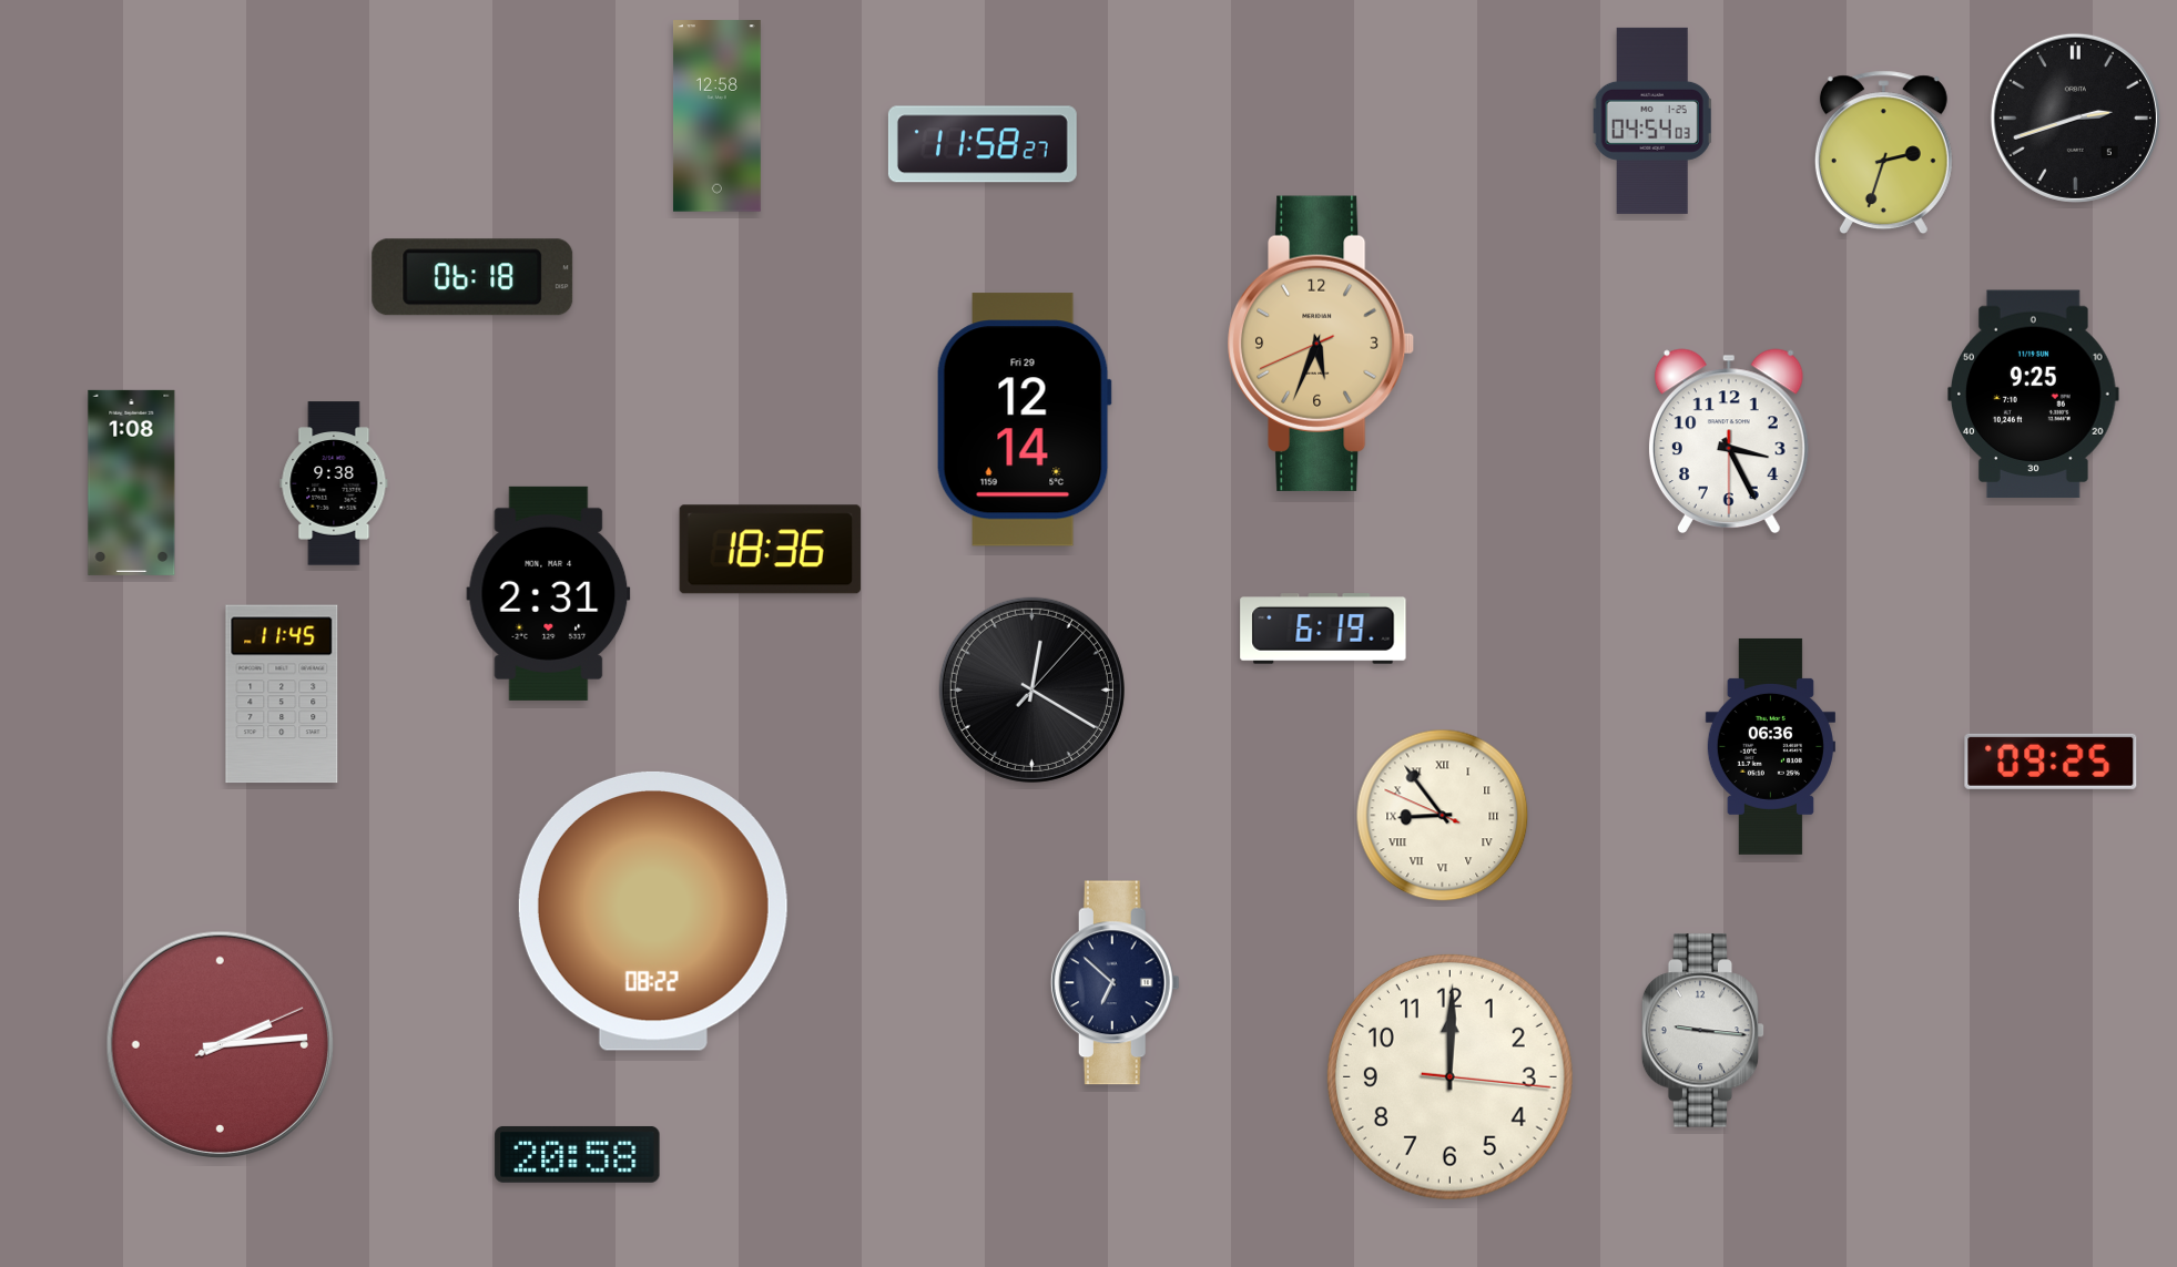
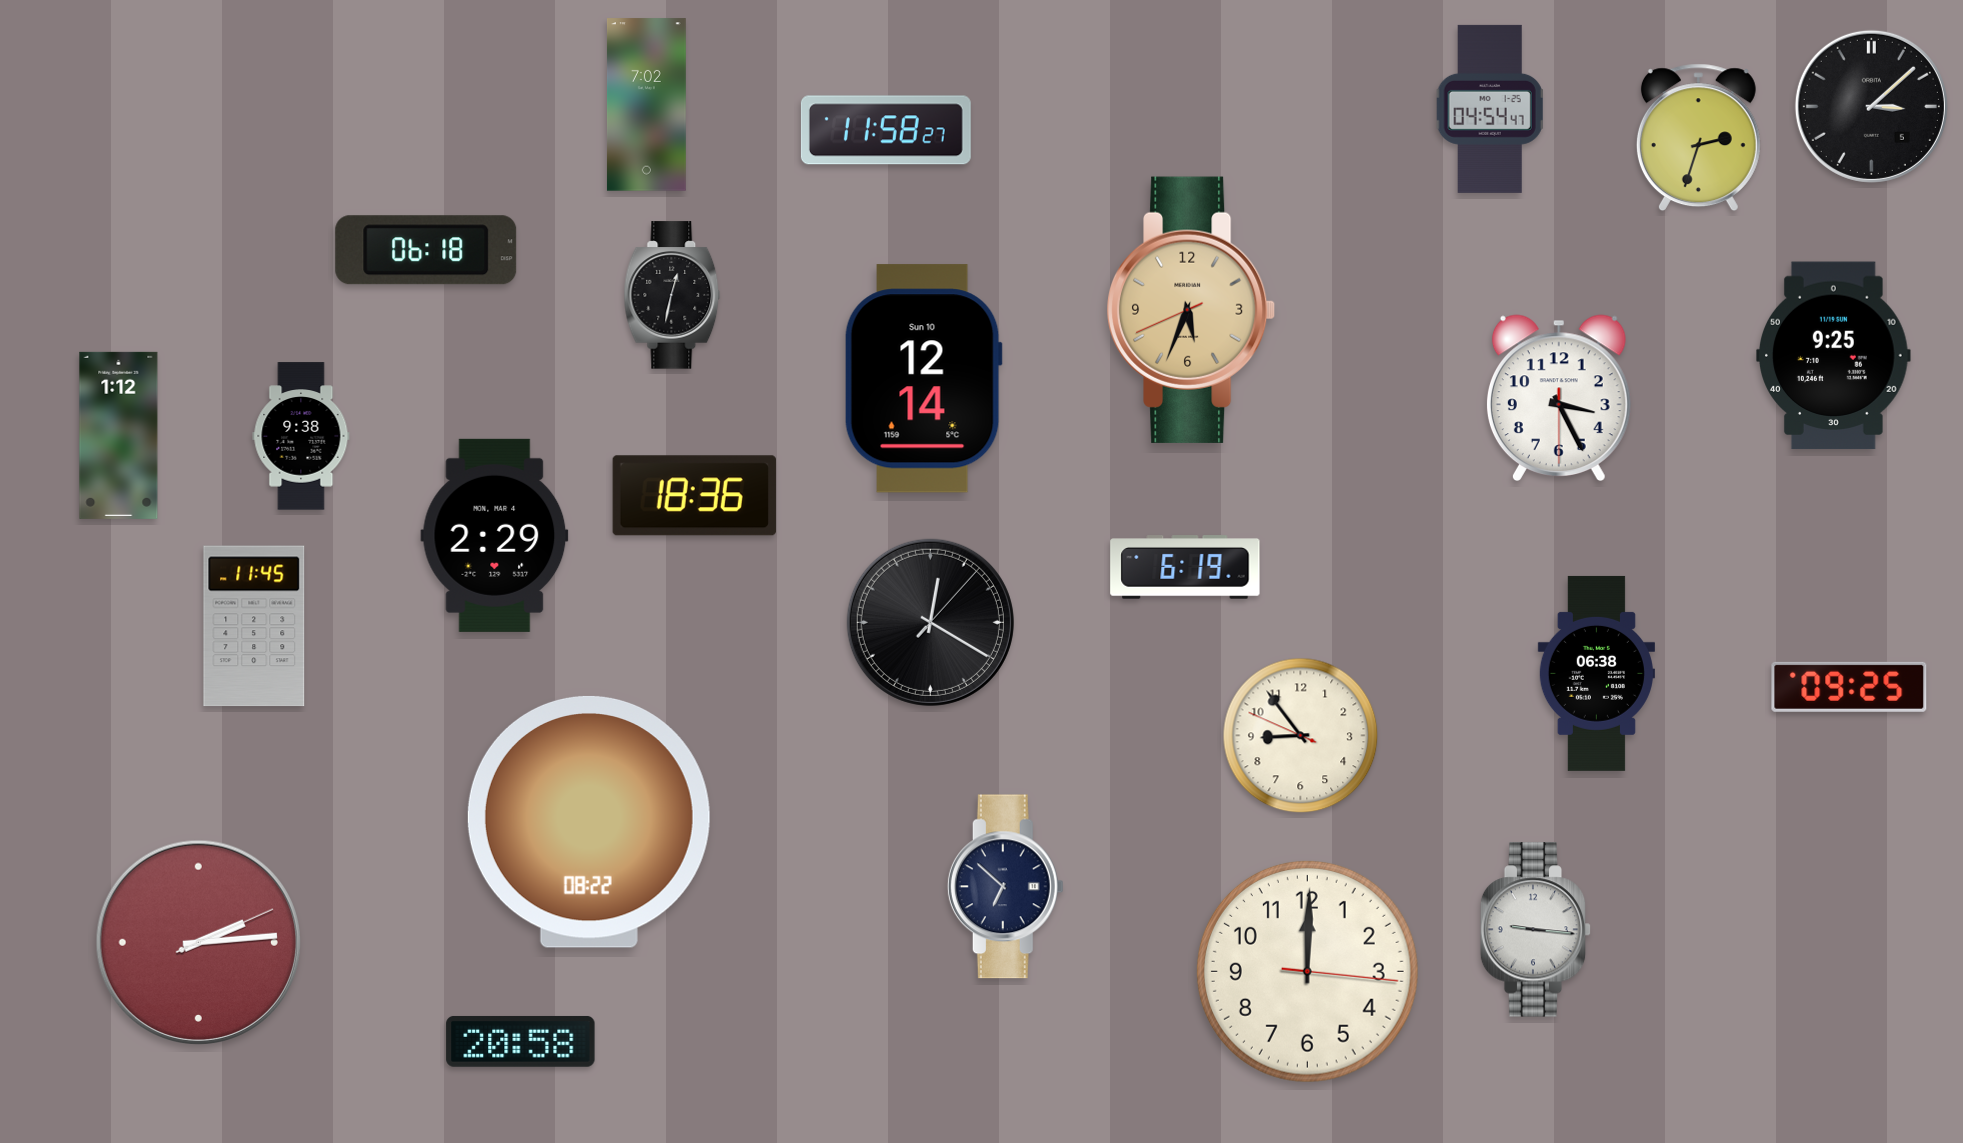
clock at (716, 116): 12:58 -> 7:02
clock at (2075, 117): 2:42 -> 3:08
clock at (1652, 121): 04:54:03 -> 04:54:47
clock at (672, 295): none -> 12:32
clock at (1024, 420) date: Fri 29 -> Sun 10
clock at (132, 482): 1:08 -> 1:12
clock at (549, 593): 2:31 -> 2:29
clock at (1323, 629) position: (1323, 629) -> (1185, 567)
clock at (1770, 746): 06:36 -> 06:38
clock at (1443, 816) numerals: Roman -> Arabic
